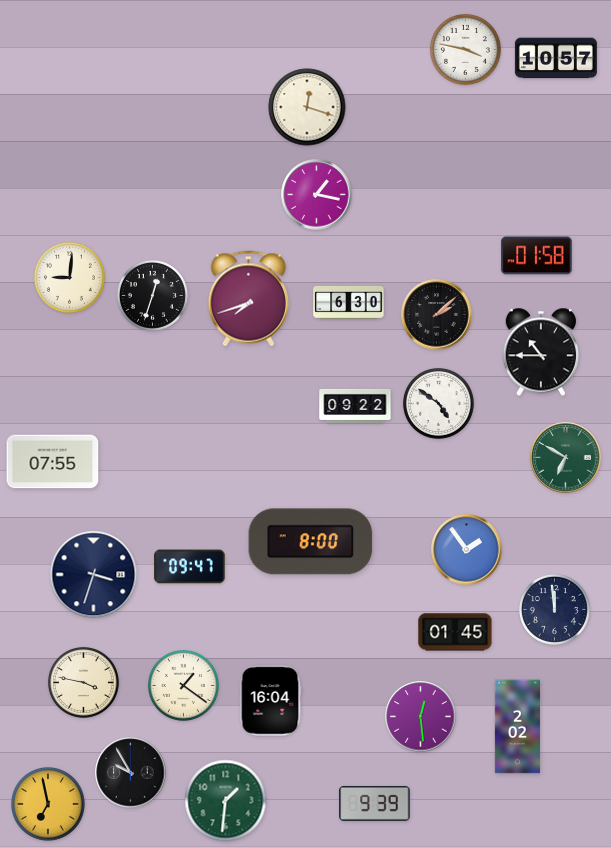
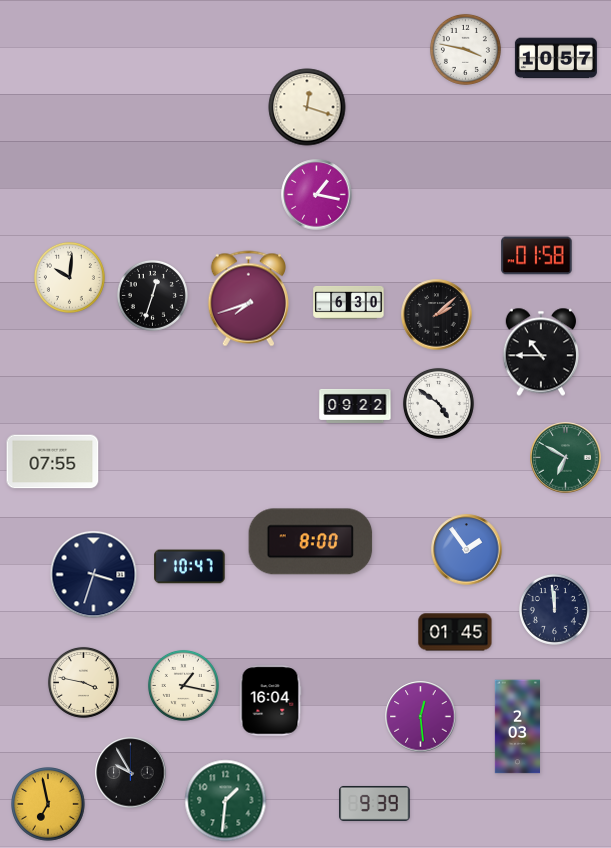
clock at (69, 277): 9:01 -> 10:01
clock at (190, 567): 09:47 -> 10:47
clock at (183, 685): 1:21 -> 1:17
clock at (517, 727): 2:02 -> 2:03
